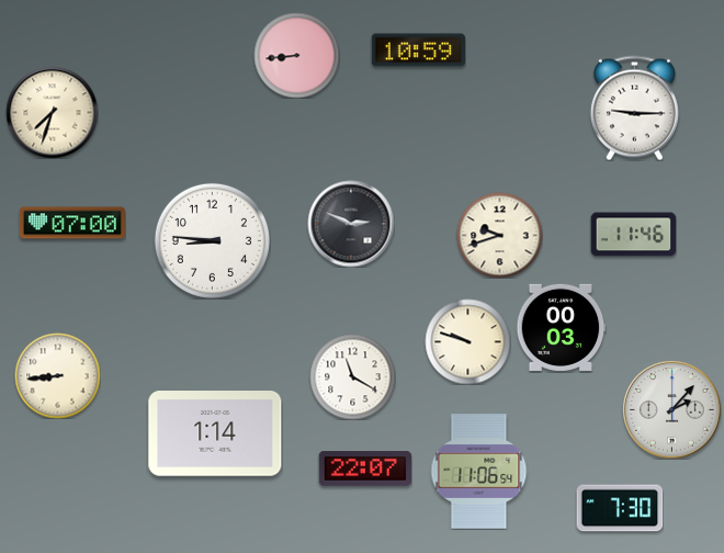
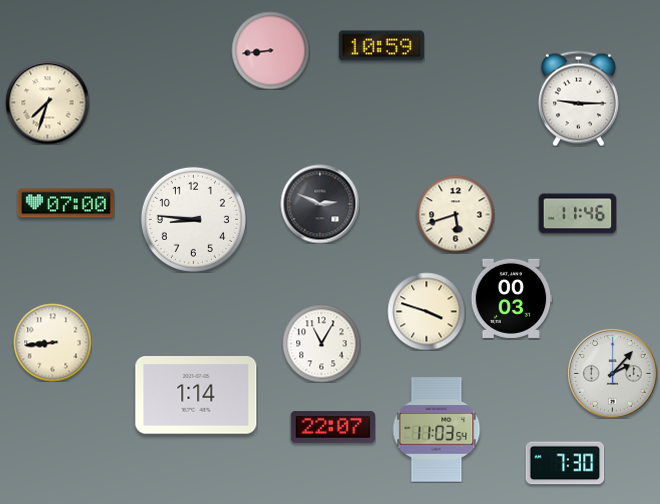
clock at (499, 235): 9:42 -> 5:42
clock at (467, 341): 9:48 -> 3:48
clock at (352, 376): 11:20 -> 11:05
clock at (479, 472): 11:06 -> 11:03
